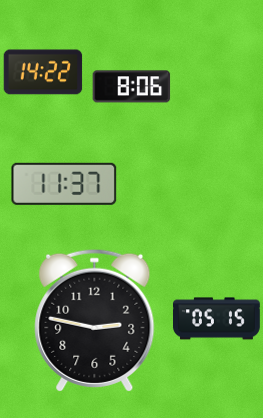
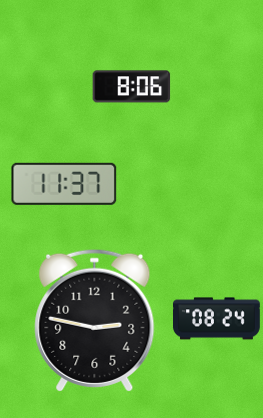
clock at (43, 72): 14:22 -> none
clock at (217, 319): 05:15 -> 08:24
